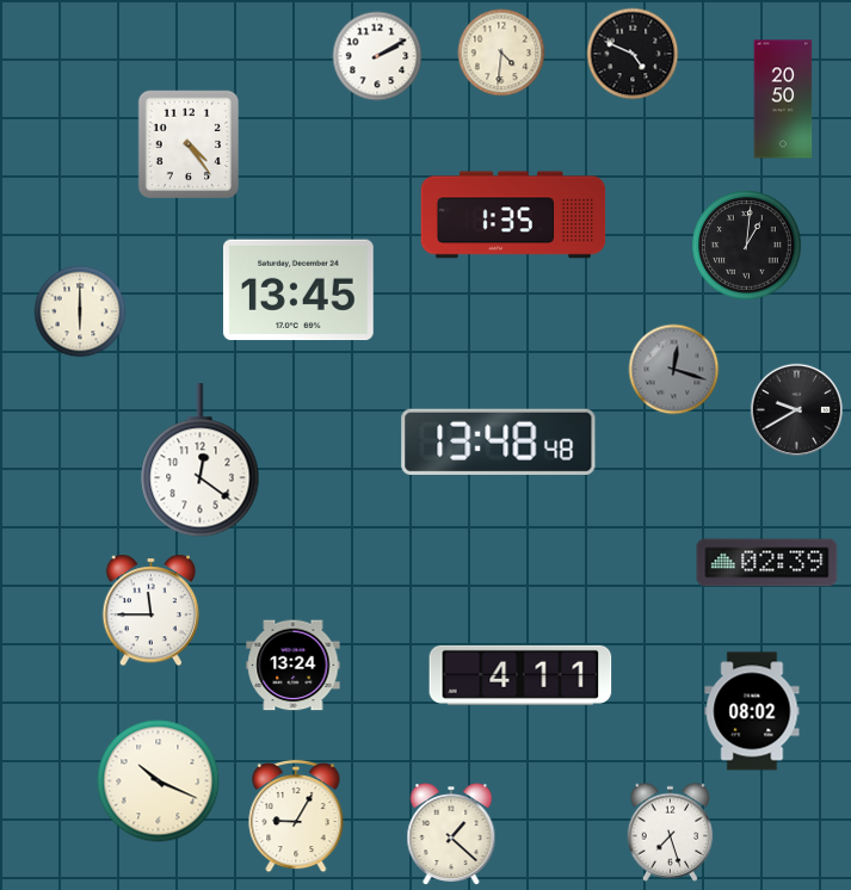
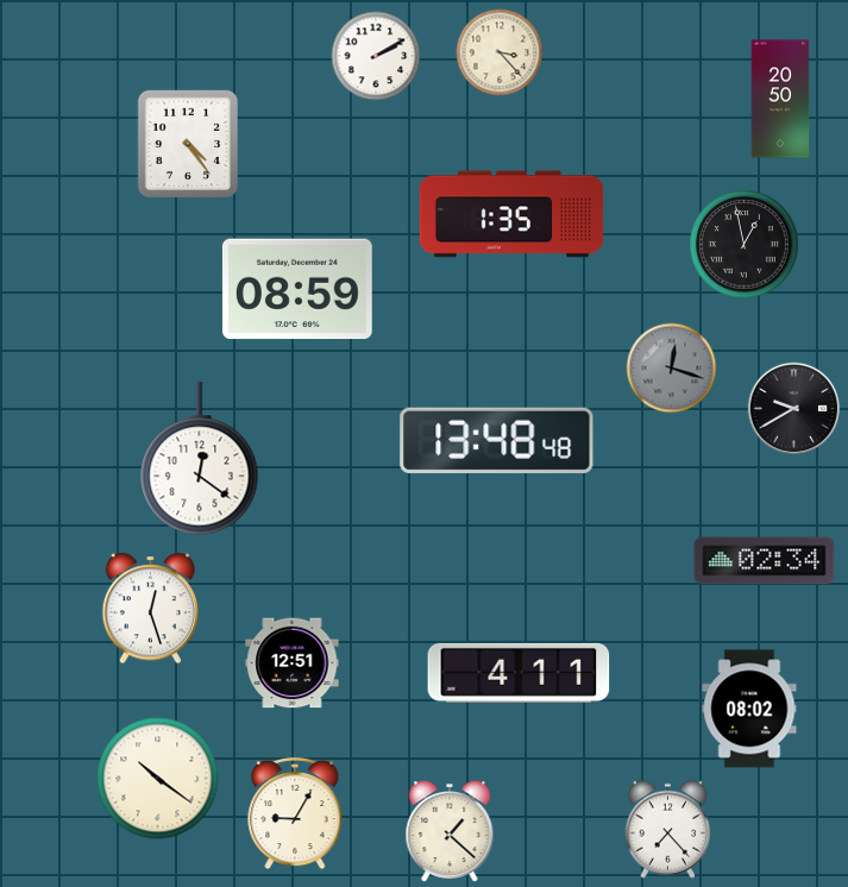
clock at (501, 52): 4:31 -> 3:23
clock at (633, 54): 4:49 -> none
clock at (747, 246): 1:01 -> 12:58
clock at (298, 290): 13:45 -> 08:59
clock at (80, 311): 6:00 -> none
clock at (767, 563): 02:39 -> 02:34
clock at (152, 611): 11:45 -> 12:27
clock at (294, 666): 13:24 -> 12:51
clock at (159, 781): 10:19 -> 10:21
clock at (671, 832): 7:27 -> 7:23
